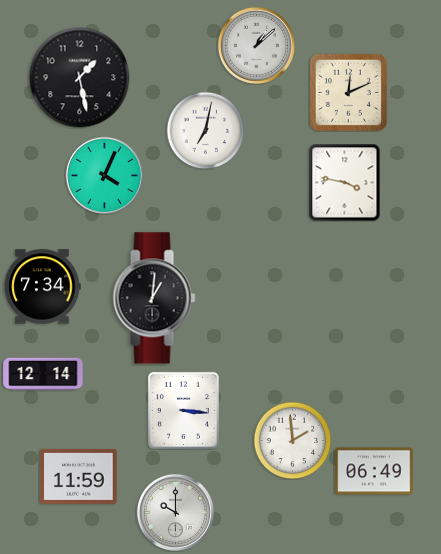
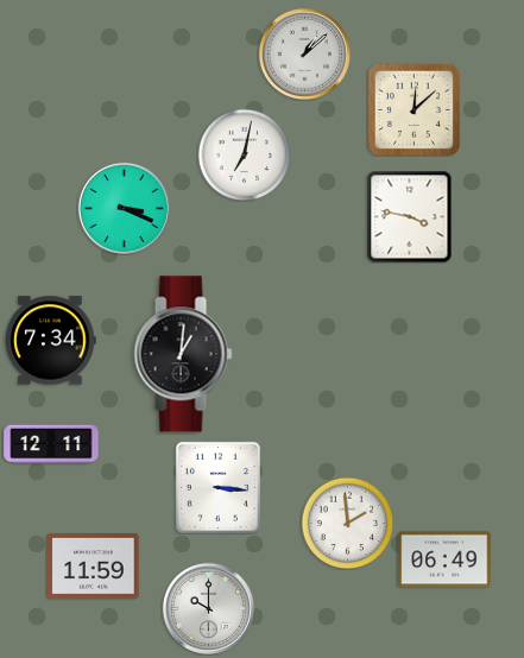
clock at (80, 78): 1:28 -> none
clock at (348, 92): 12:11 -> 12:08
clock at (104, 175): 4:04 -> 3:19
clock at (43, 374): 12:14 -> 12:11
